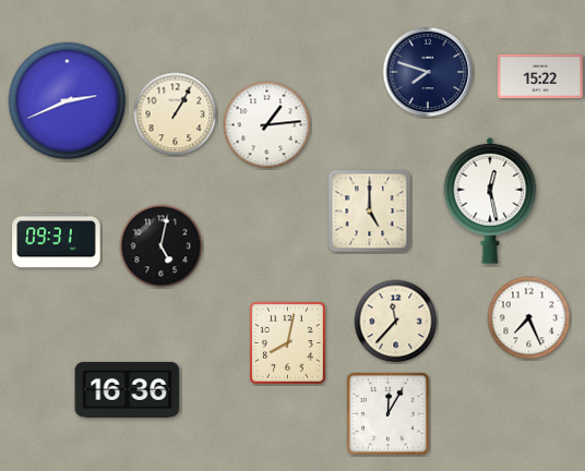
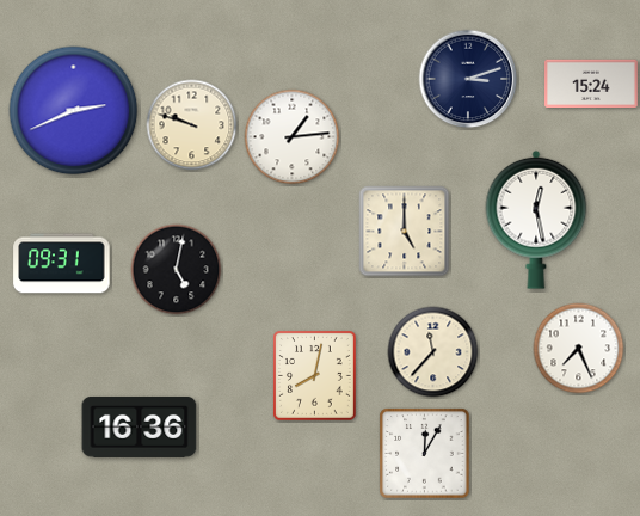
clock at (428, 72): 7:48 -> 3:12
clock at (541, 76): 15:22 -> 15:24
clock at (176, 114): 1:05 -> 9:48
